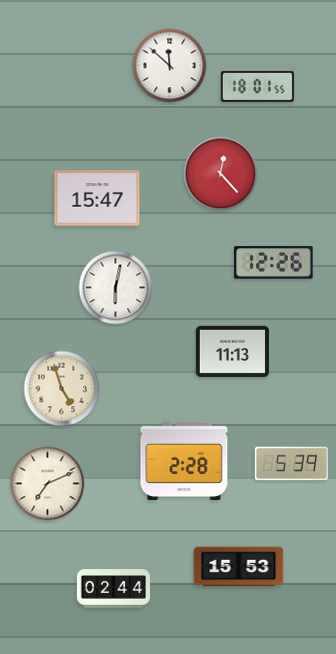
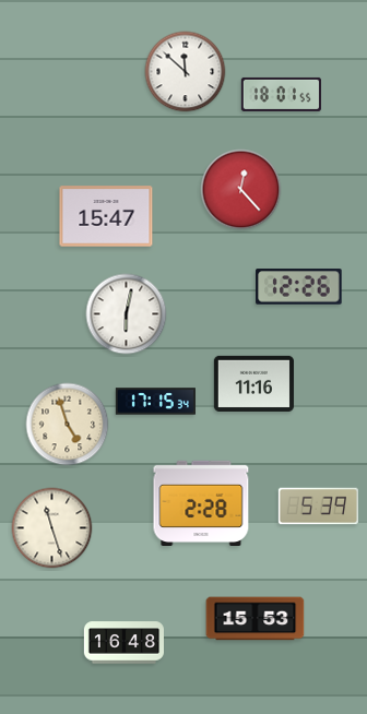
clock at (232, 351): 11:13 -> 11:16
clock at (155, 402): none -> 17:15
clock at (48, 484): 7:11 -> 11:27
clock at (239, 567) position: (239, 567) -> (256, 619)
clock at (113, 589): 02:44 -> 16:48
